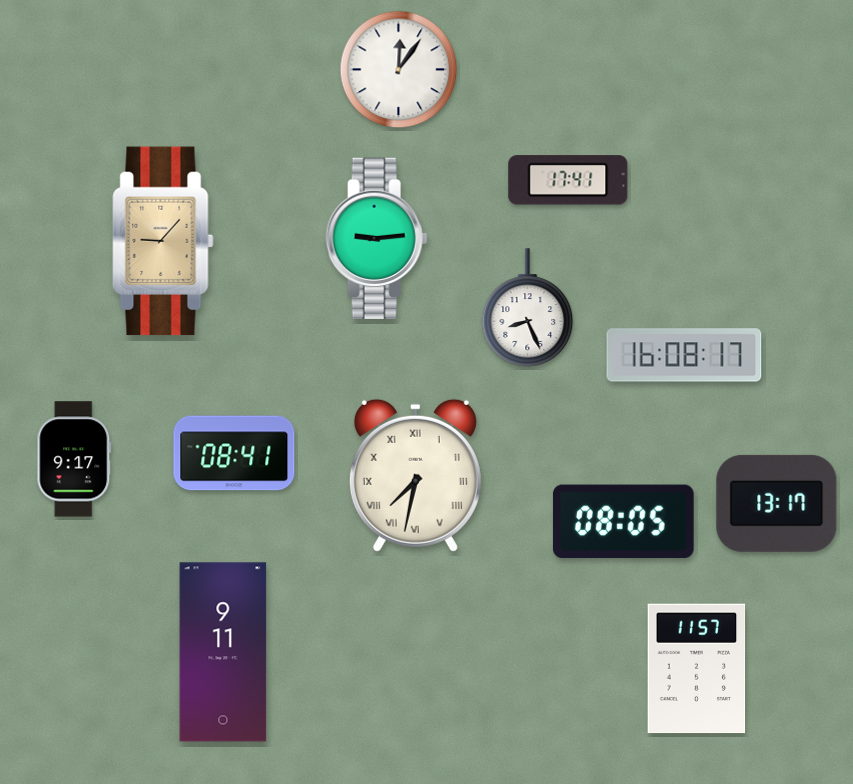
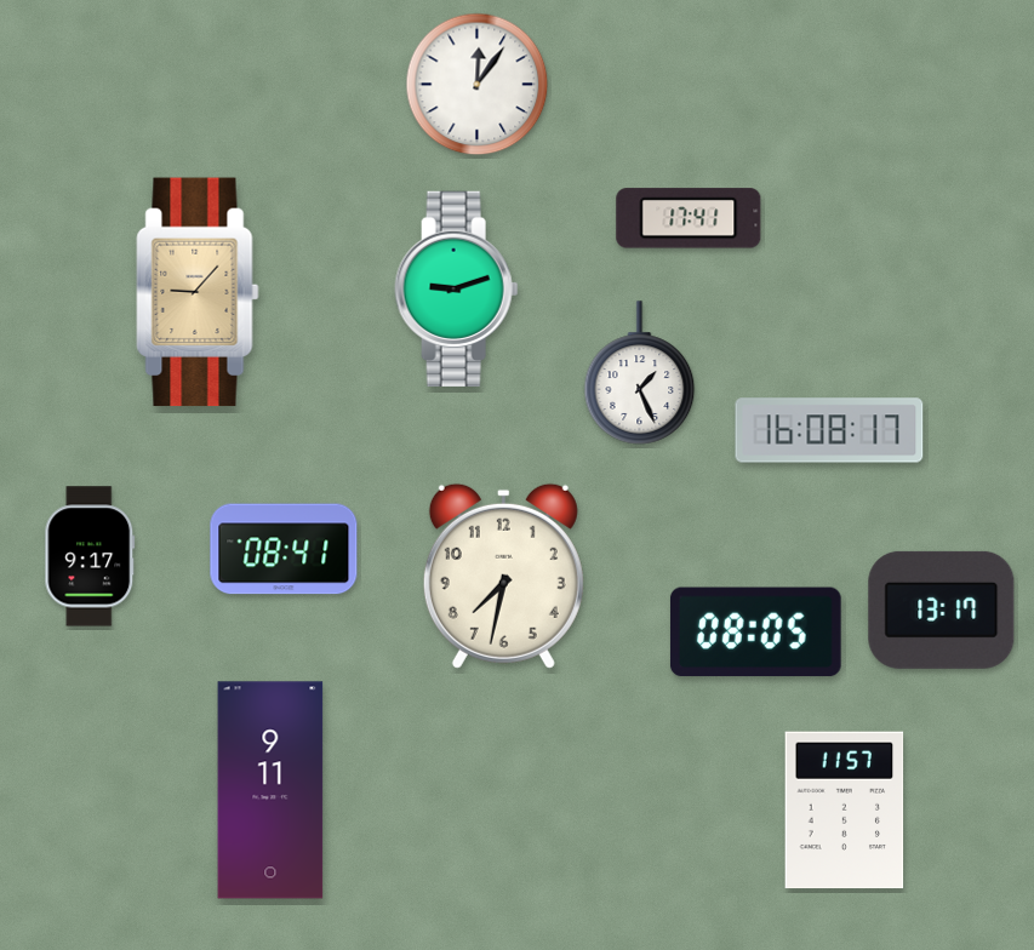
clock at (399, 70) position: (399, 70) -> (478, 85)
clock at (377, 238): 9:14 -> 9:12
clock at (528, 308): 8:26 -> 1:26
clock at (415, 475) numerals: Roman -> Arabic
